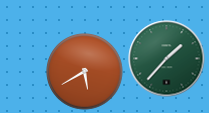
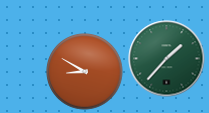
clock at (85, 72): 5:40 -> 8:50
